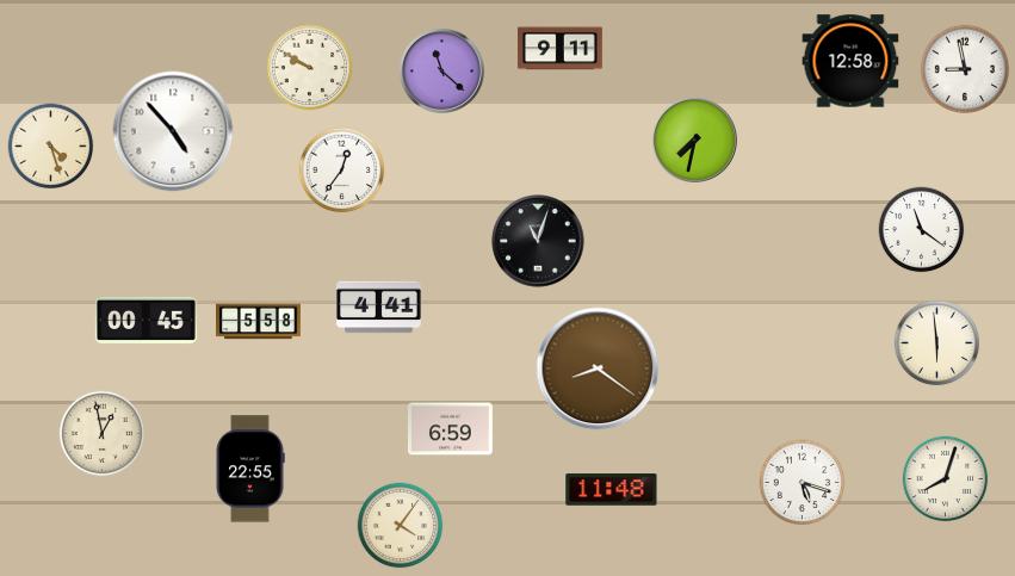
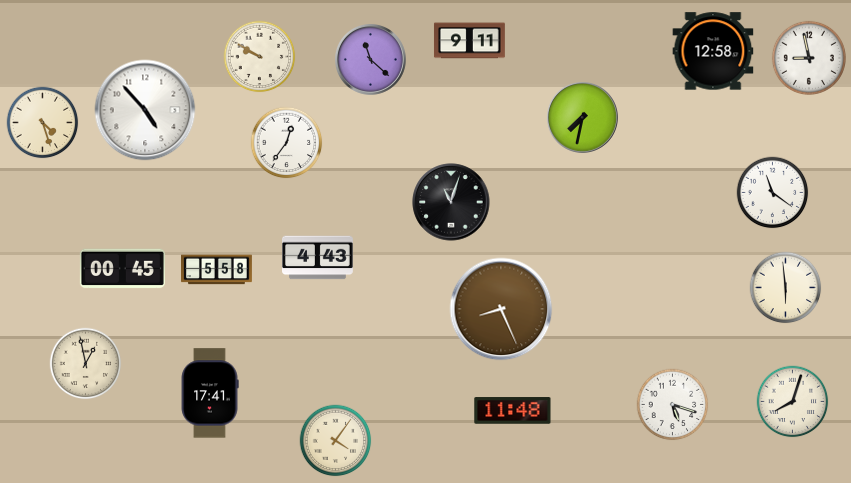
clock at (379, 308): 4:41 -> 4:43
clock at (598, 368): 8:21 -> 8:26
clock at (451, 429): 6:59 -> none
clock at (250, 469): 22:55 -> 17:41
